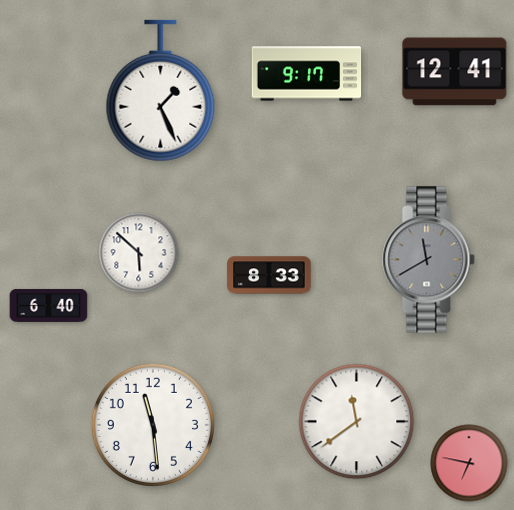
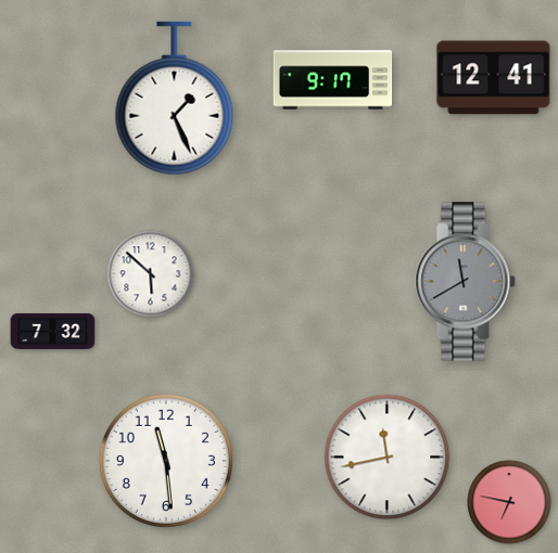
clock at (269, 275): 8:33 -> none
clock at (49, 305): 6:40 -> 7:32
clock at (357, 422): 11:39 -> 11:43
